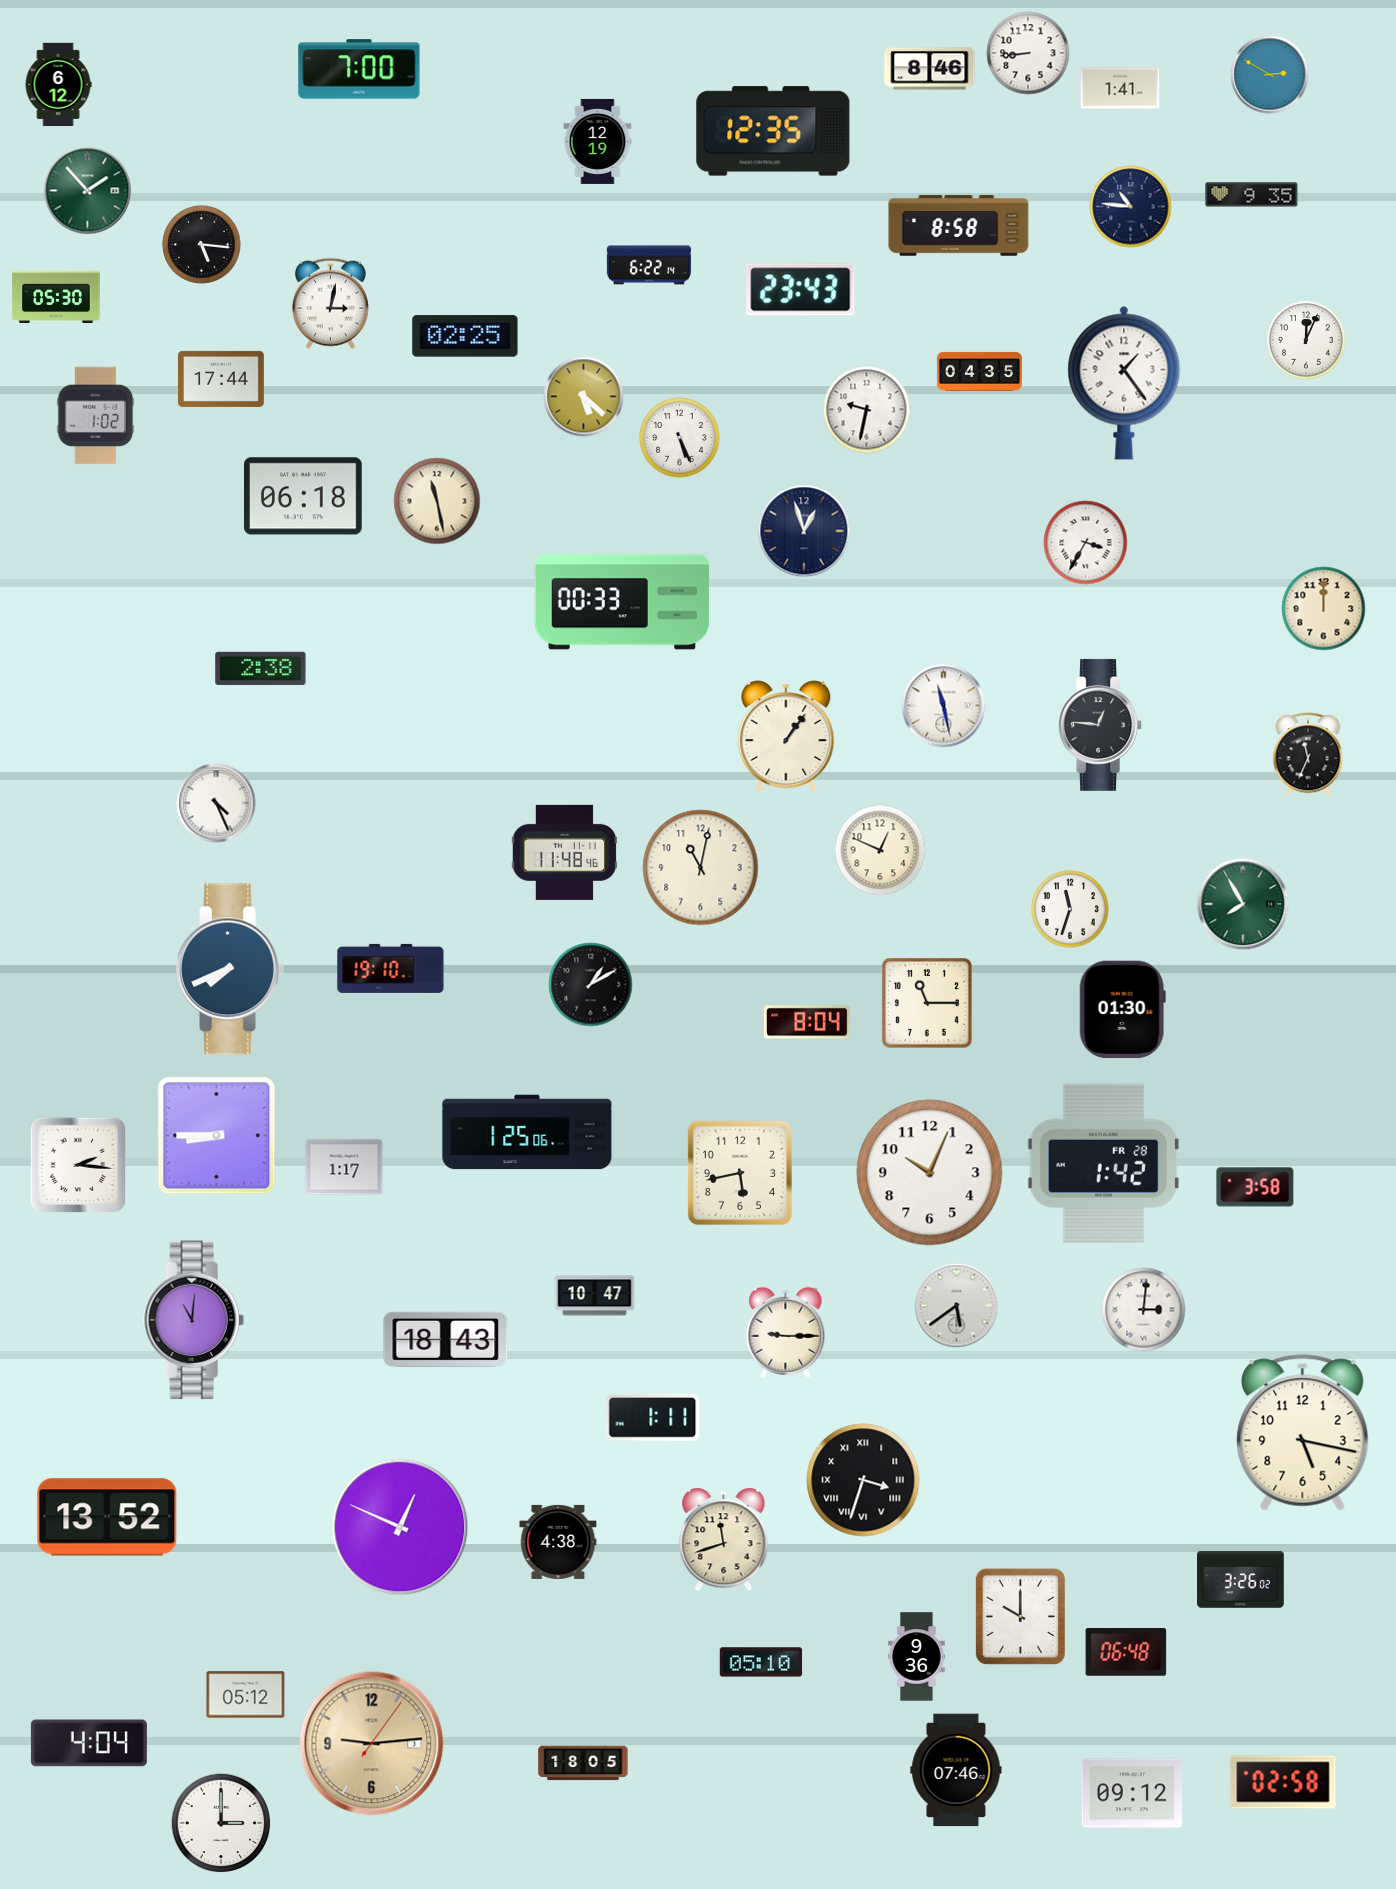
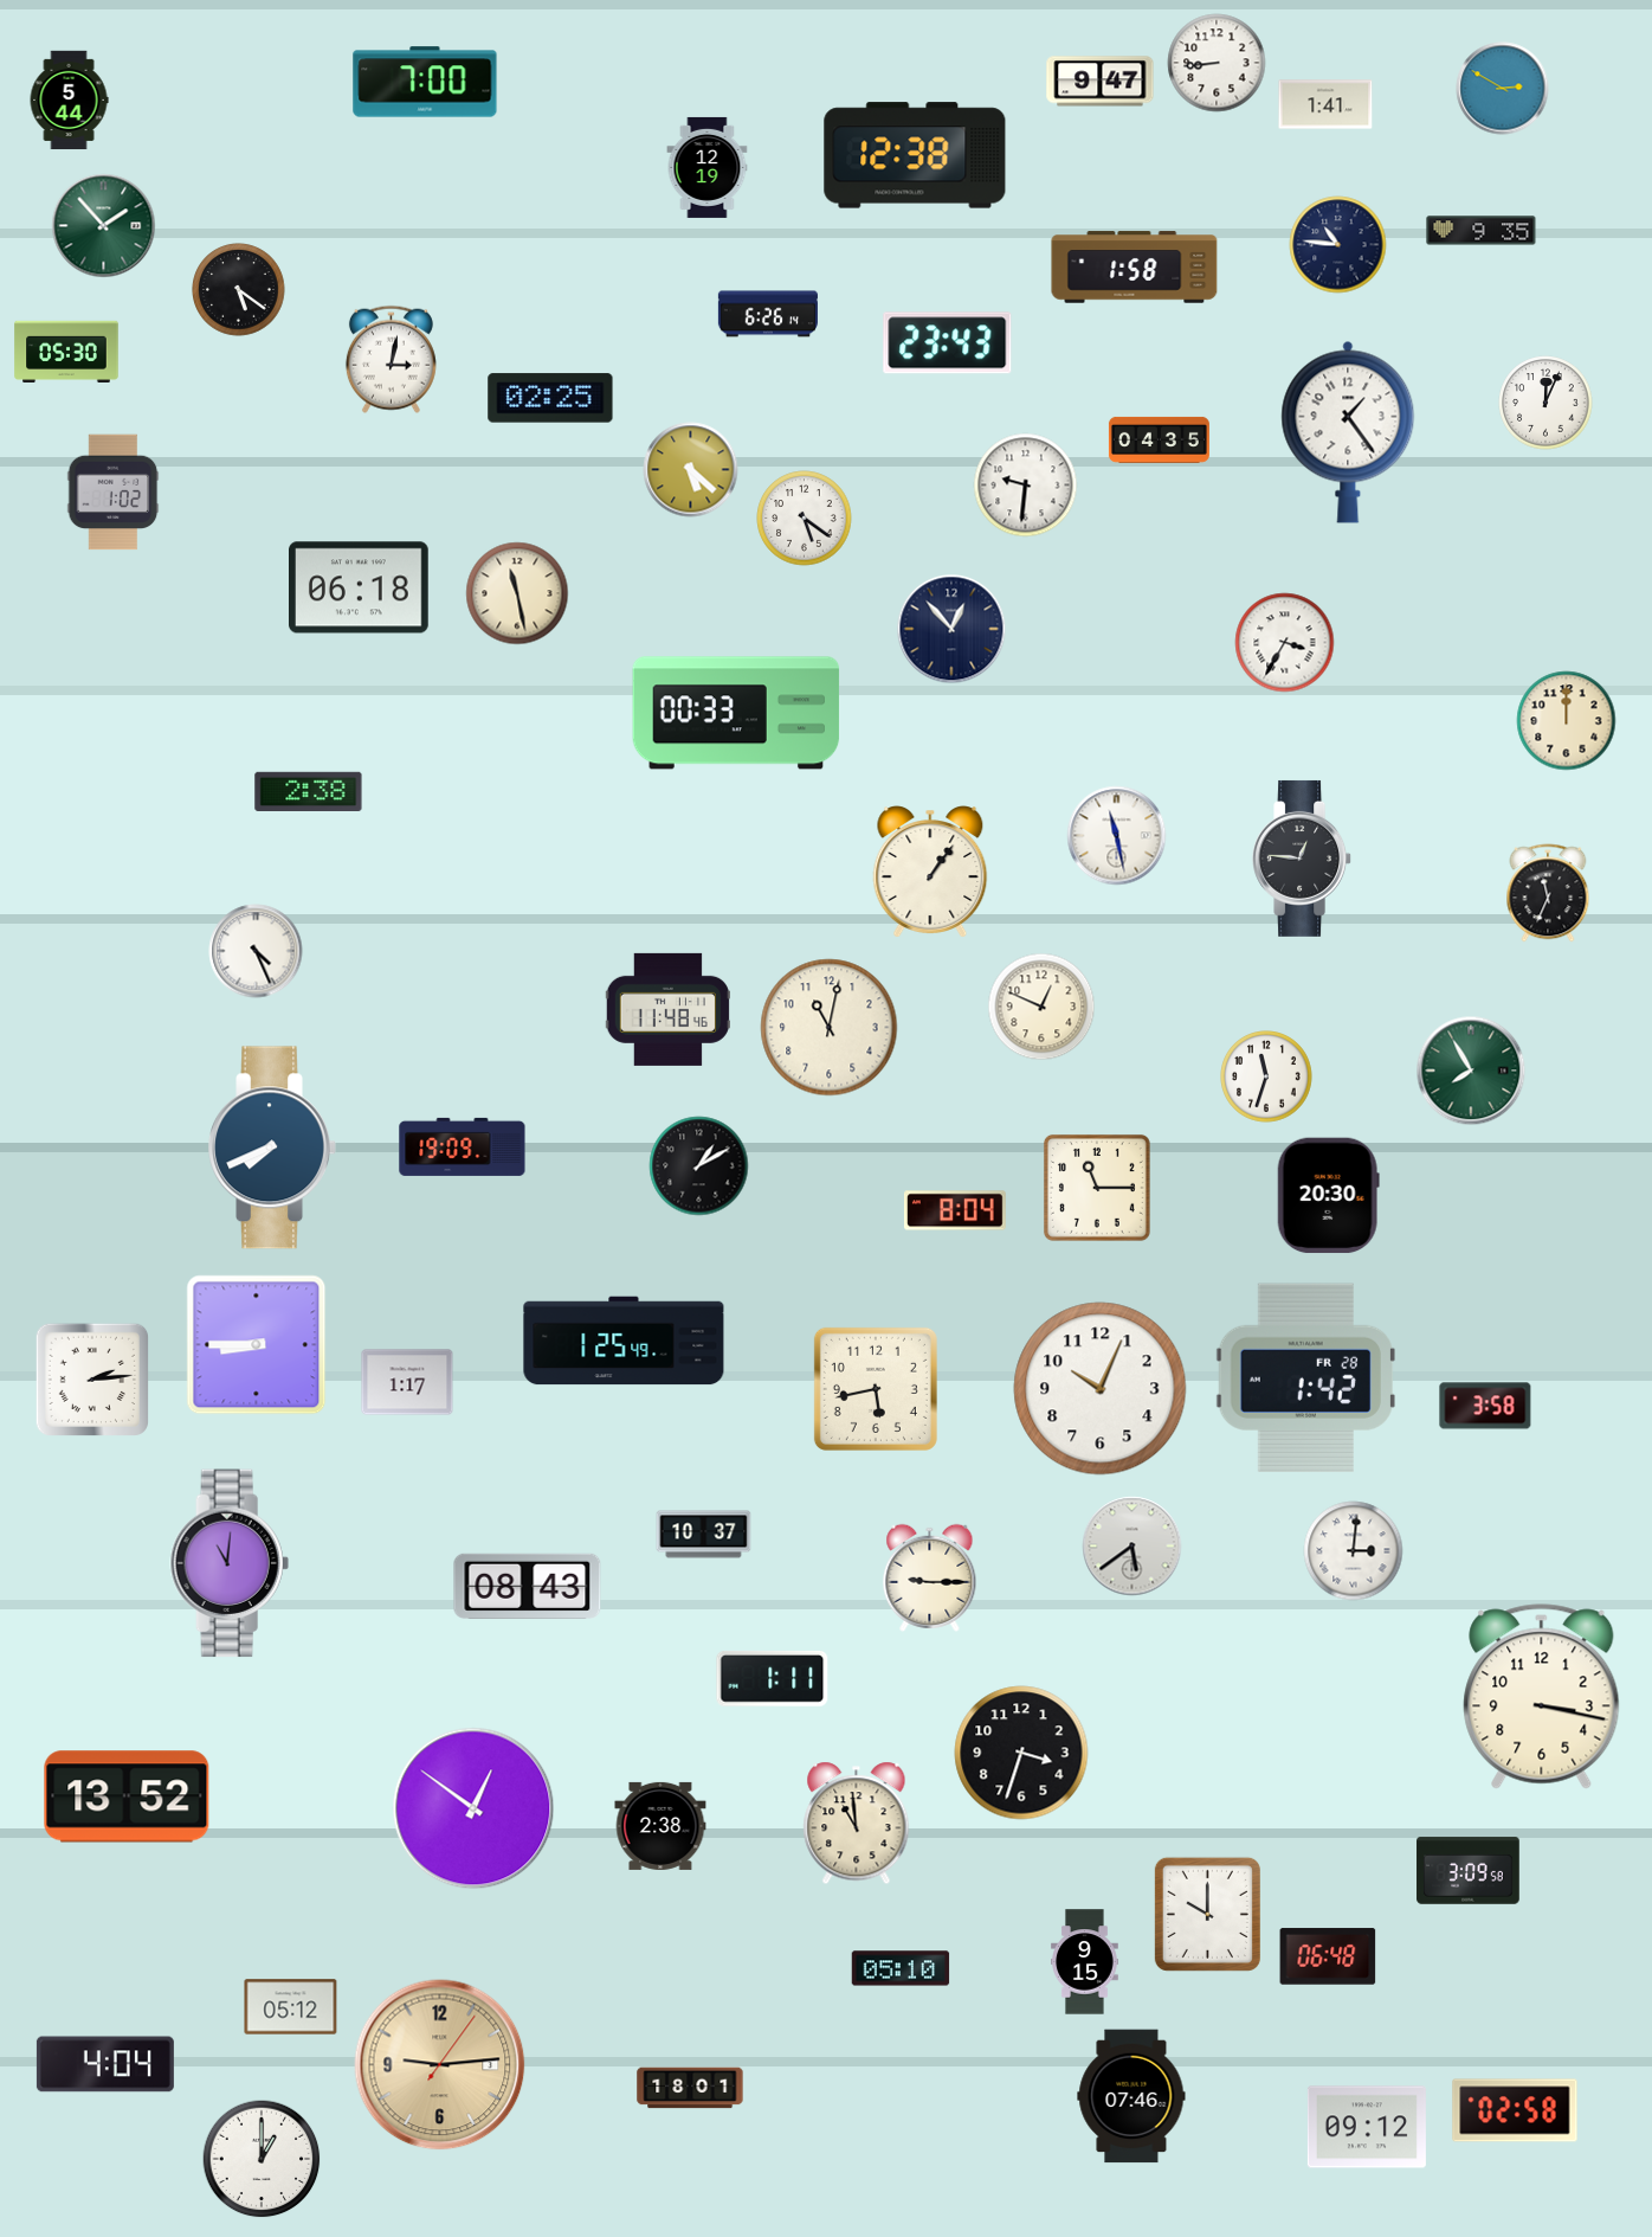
clock at (930, 69): 8:46 -> 9:47
clock at (58, 85): 6:12 -> 5:44
clock at (773, 131): 12:35 -> 12:38
clock at (959, 226): 8:58 -> 1:58
clock at (202, 245): 5:16 -> 5:21
clock at (649, 265): 6:22 -> 6:26
clock at (221, 379): 17:44 -> none
clock at (1124, 383) position: (1124, 383) -> (1348, 432)
clock at (867, 410): 9:32 -> 9:31
clock at (680, 438): 5:26 -> 5:21
clock at (804, 531): 12:57 -> 12:53
clock at (391, 968): 19:10 -> 19:09
clock at (1122, 1010): 01:30 -> 20:30
clock at (527, 1132): 1:25:06 -> 1:25:49
clock at (77, 1164): 2:16 -> 2:14
clock at (595, 1296): 10:47 -> 10:37
clock at (446, 1339): 18:43 -> 08:43
clock at (1303, 1433): 5:17 -> 3:17
clock at (863, 1480) numerals: Roman -> Arabic
clock at (400, 1527): 12:49 -> 12:51
clock at (724, 1540): 11:42 -> 10:59
clock at (558, 1542): 4:38 -> 2:38
clock at (1241, 1580): 3:26 -> 3:09
clock at (1126, 1652) position: (1126, 1652) -> (1328, 1956)
clock at (917, 1657): 9:36 -> 9:15
clock at (583, 1763): 18:05 -> 18:01
clock at (1283, 1782) position: (1283, 1782) -> (1515, 2110)
clock at (1132, 1793) position: (1132, 1793) -> (1367, 2127)
clock at (221, 1823): 3:00 -> 1:00
